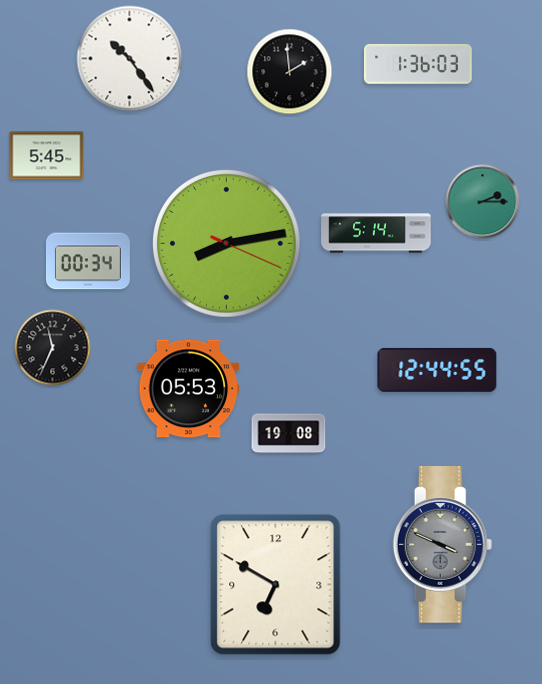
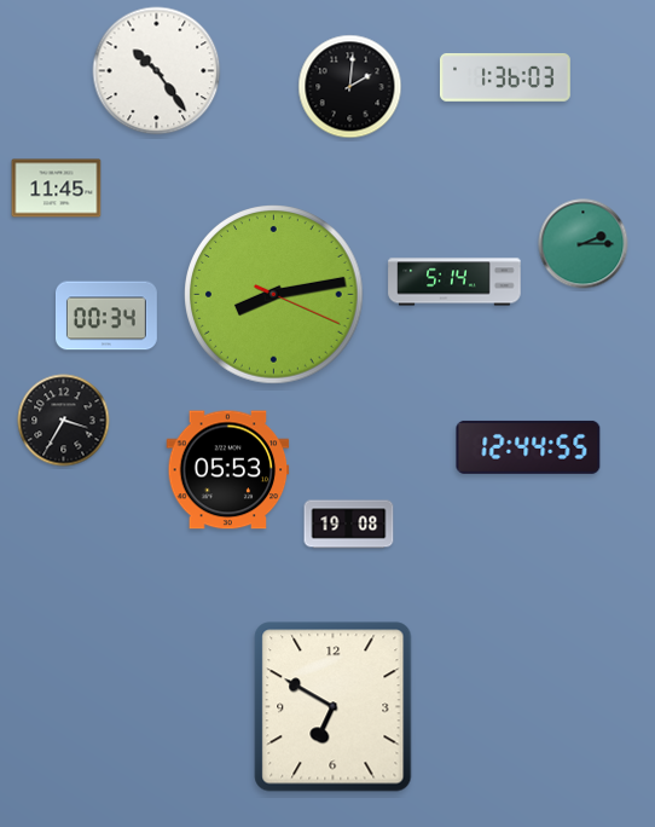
clock at (290, 72): 1:59 -> 2:01
clock at (47, 156): 5:45 -> 11:45
clock at (53, 348): 11:34 -> 3:35
clock at (443, 545): 3:49 -> none
